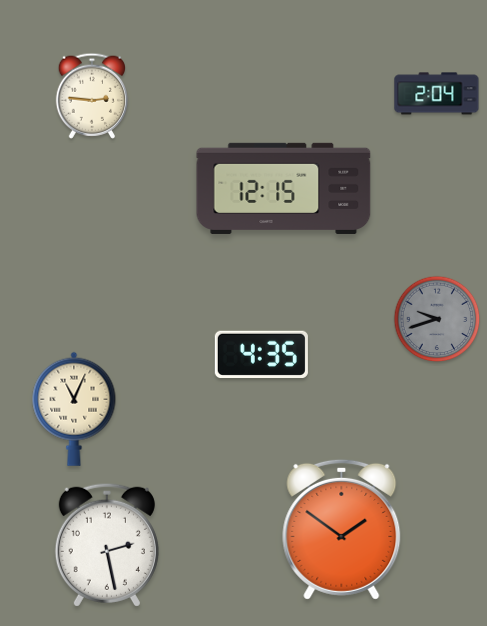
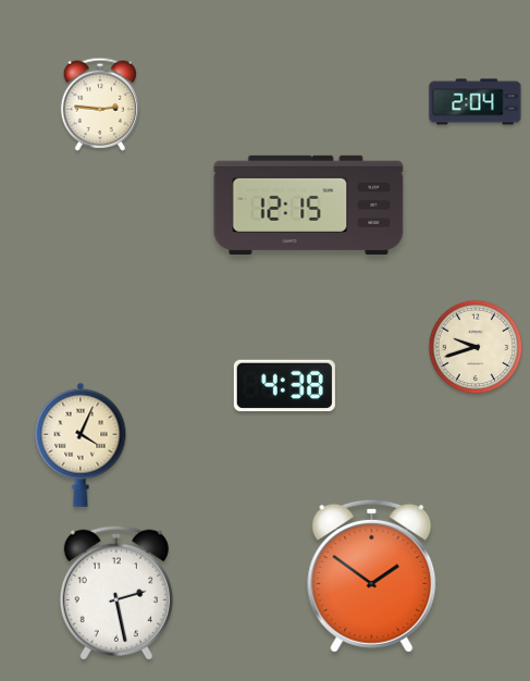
clock at (437, 319) dial: grey -> cream
clock at (261, 354): 4:35 -> 4:38
clock at (74, 409): 11:04 -> 4:04
